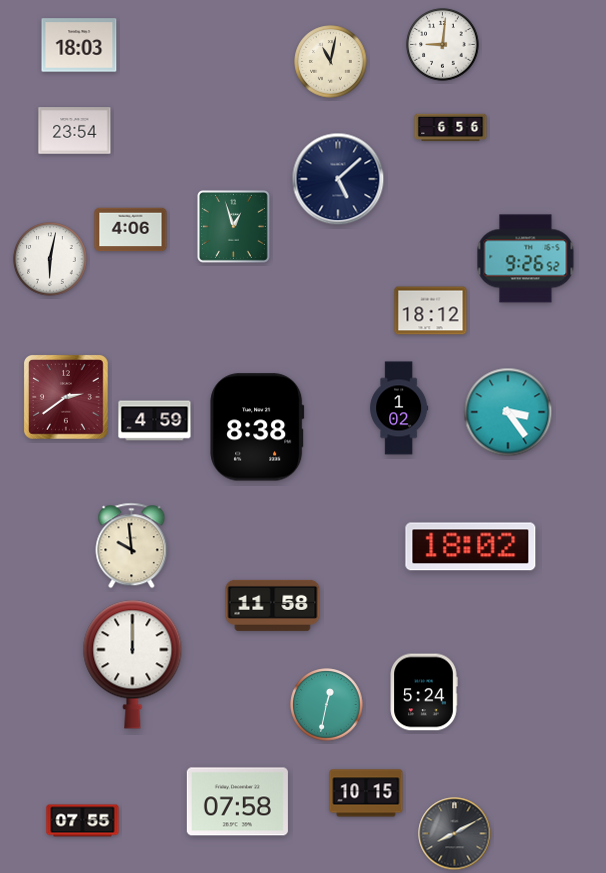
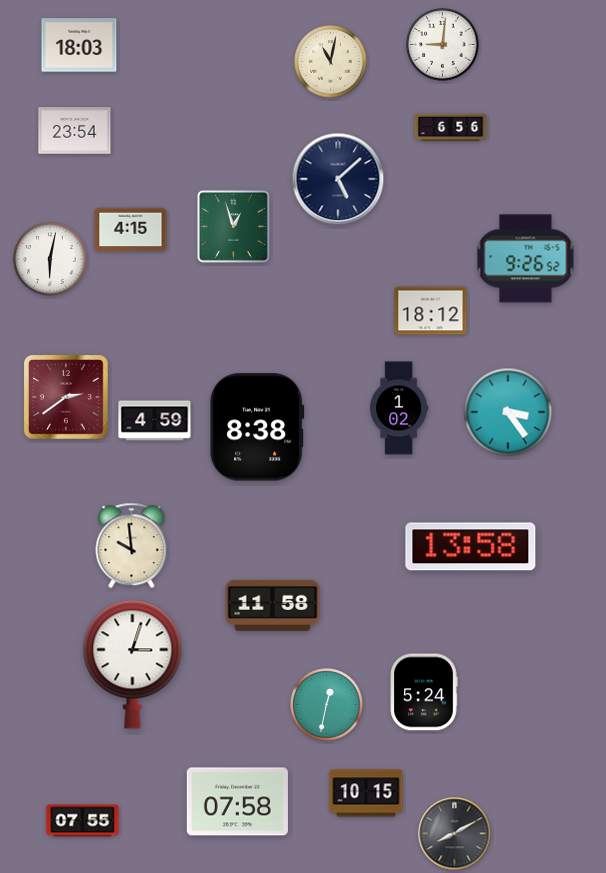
clock at (131, 230): 4:06 -> 4:15
clock at (471, 547): 18:02 -> 13:58
clock at (133, 664): 12:00 -> 3:03
